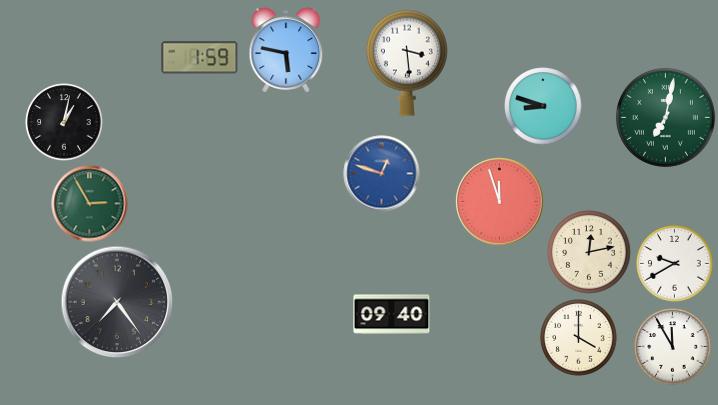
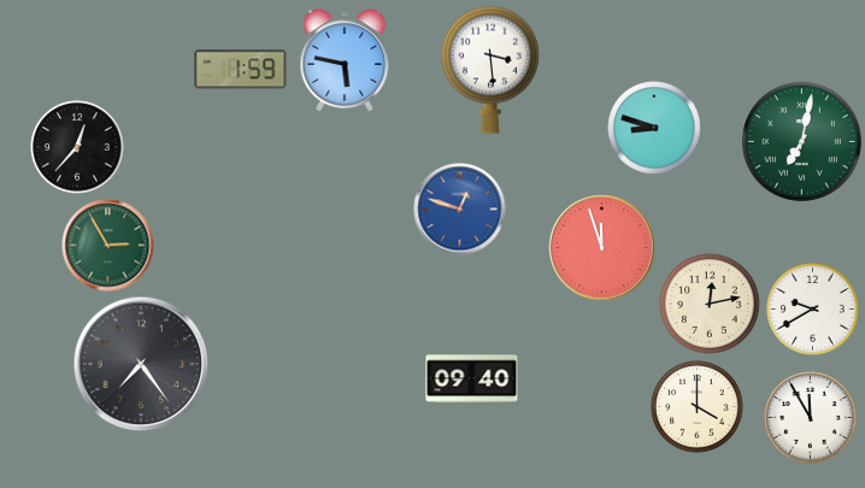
clock at (407, 63) position: (407, 63) -> (490, 70)
clock at (64, 122): 1:02 -> 12:37
clock at (500, 202) position: (500, 202) -> (602, 248)
clock at (675, 264) position: (675, 264) -> (813, 310)
